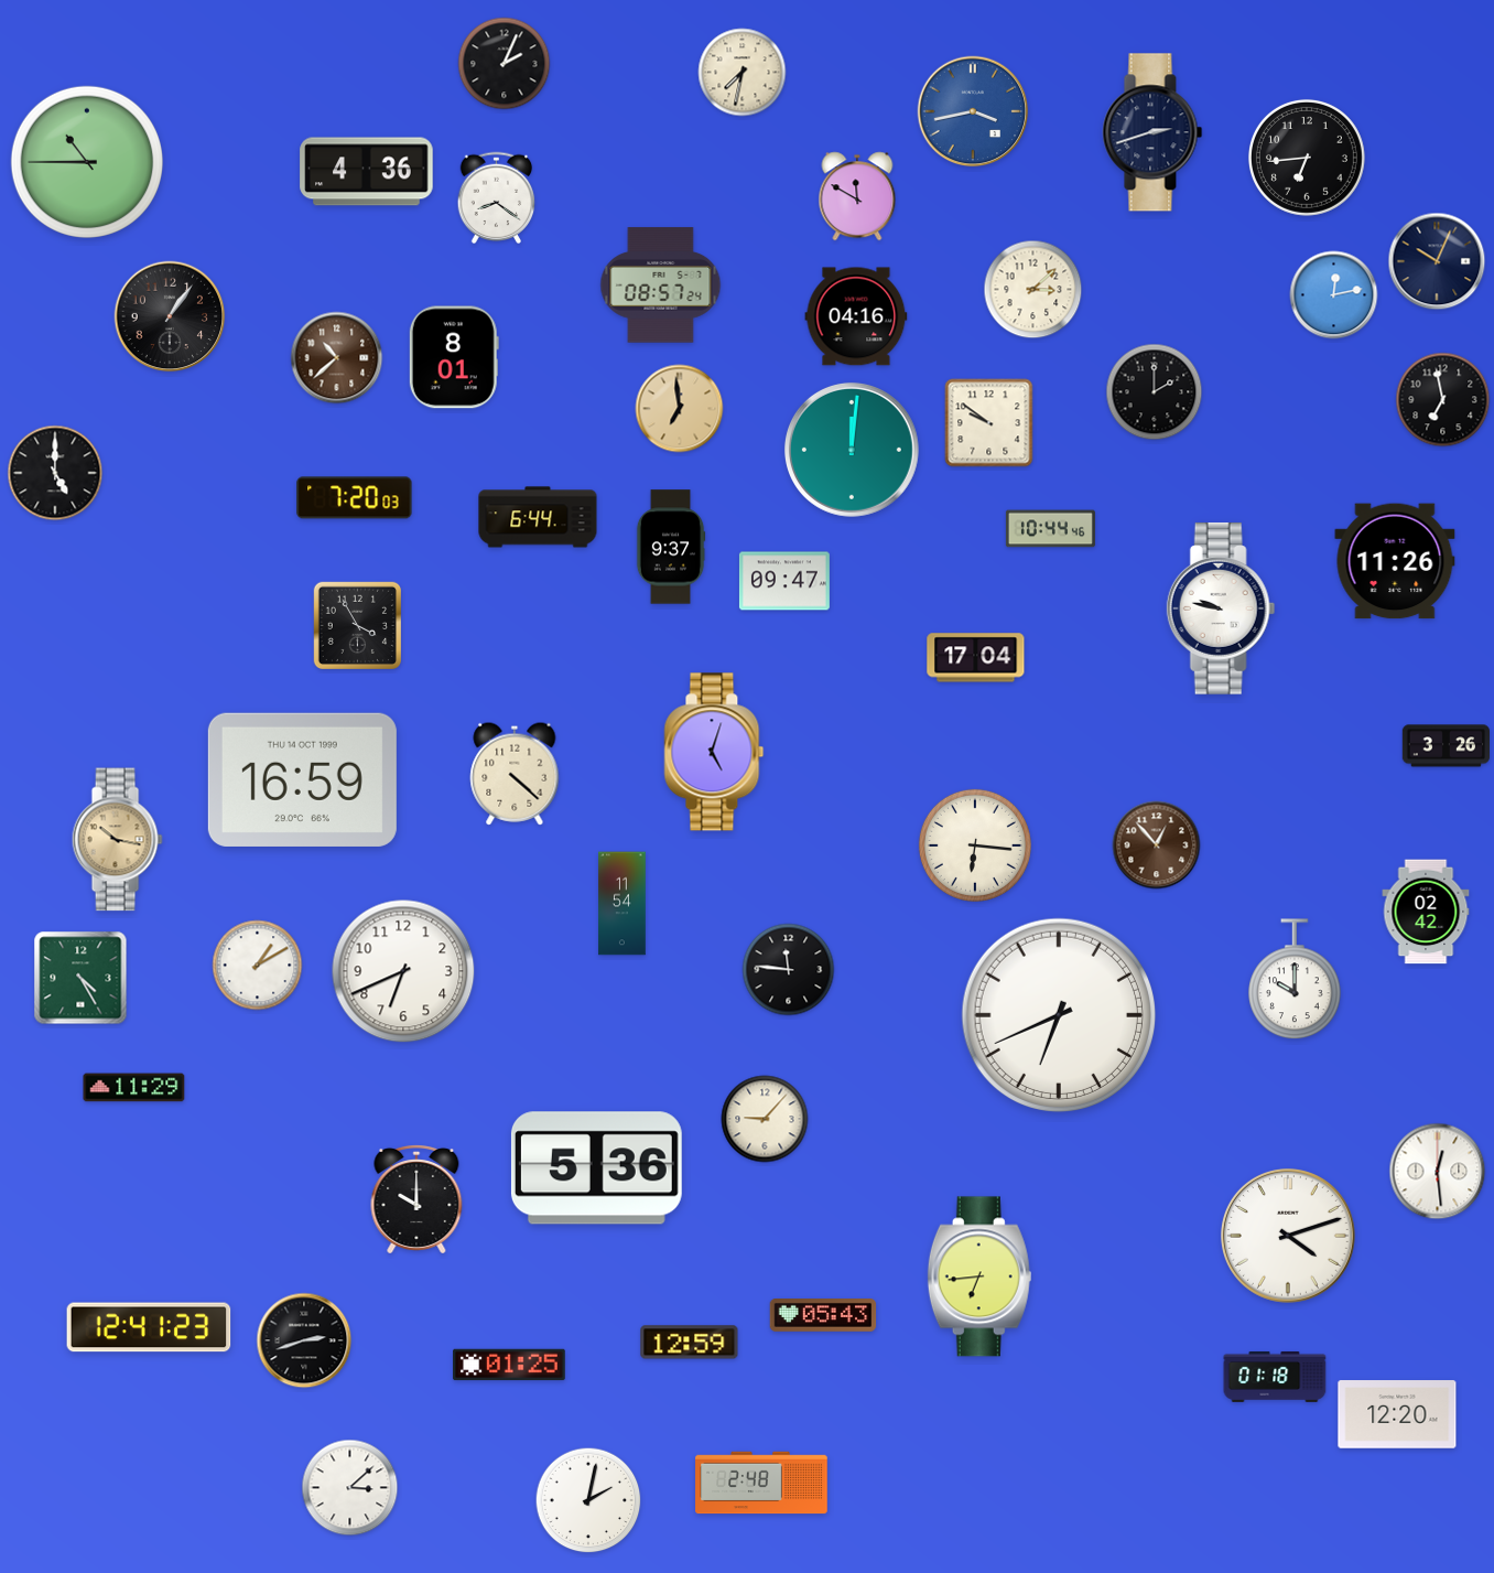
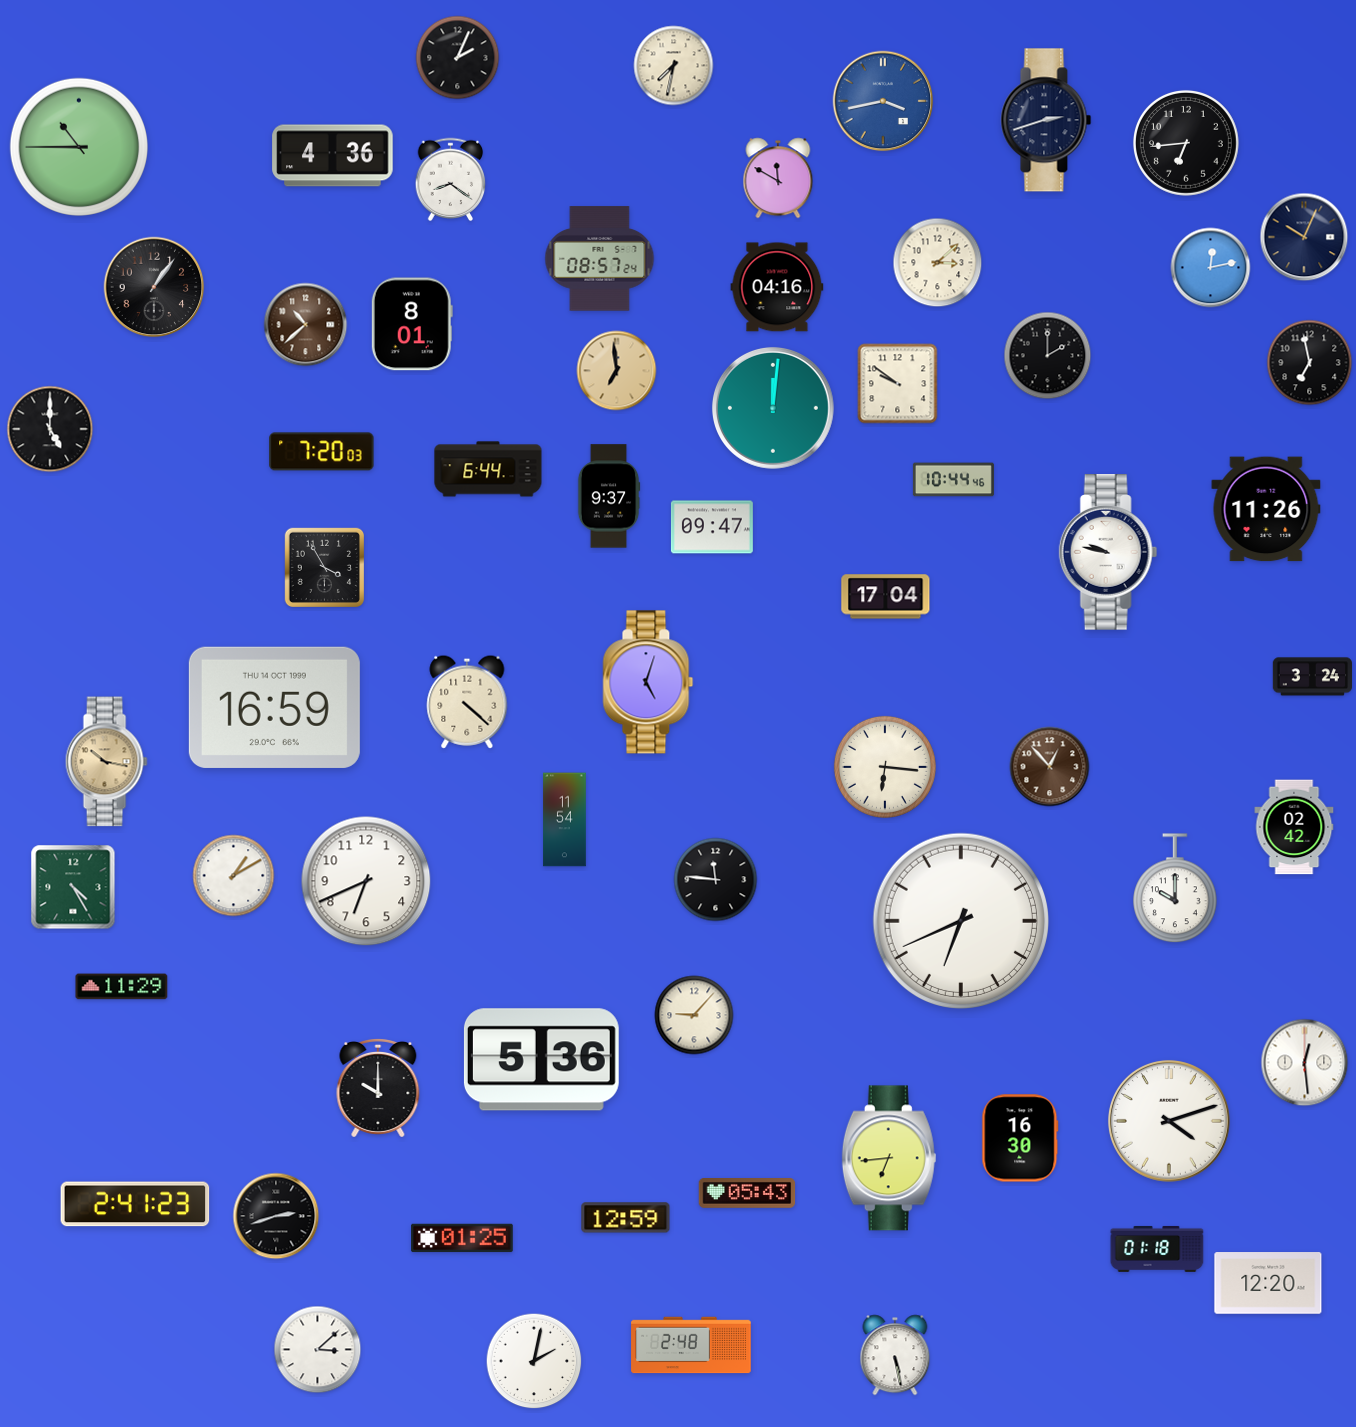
clock at (1446, 746): 3:26 -> 3:24
clock at (1020, 1138): none -> 16:30
clock at (149, 1327): 12:41 -> 2:41
clock at (895, 1355): none -> 5:28
